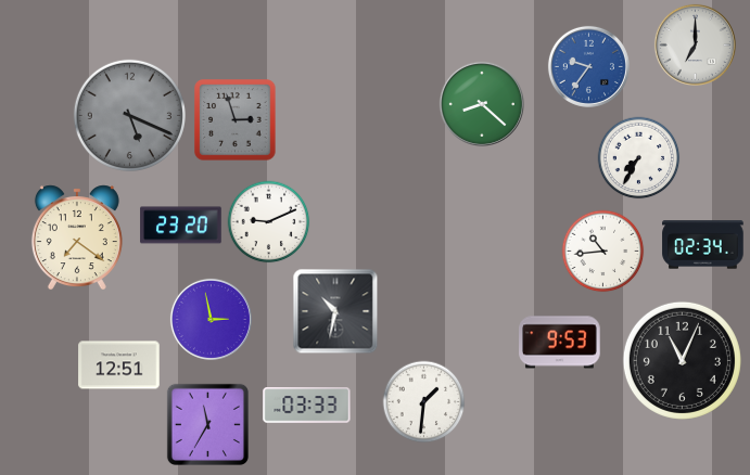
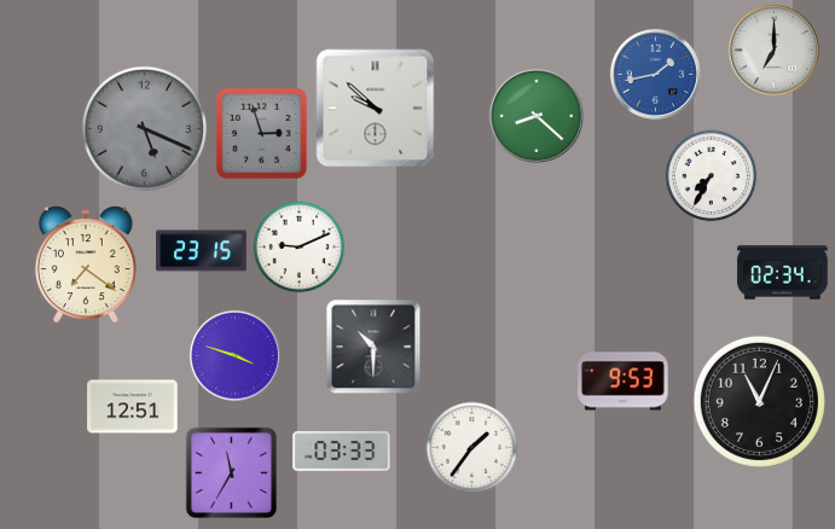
clock at (588, 66): 9:36 -> 1:43
clock at (376, 109): none -> 9:52
clock at (181, 226): 23:20 -> 23:15
clock at (603, 252): 10:44 -> none
clock at (335, 311): 10:32 -> 10:30
clock at (211, 319): 2:58 -> 3:48
clock at (424, 402): 1:31 -> 1:36
